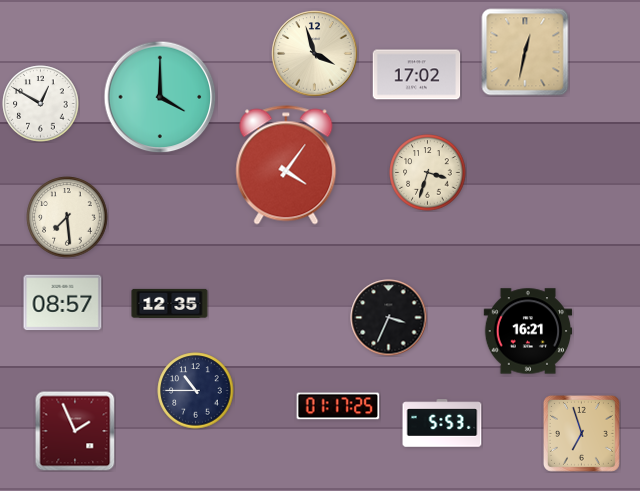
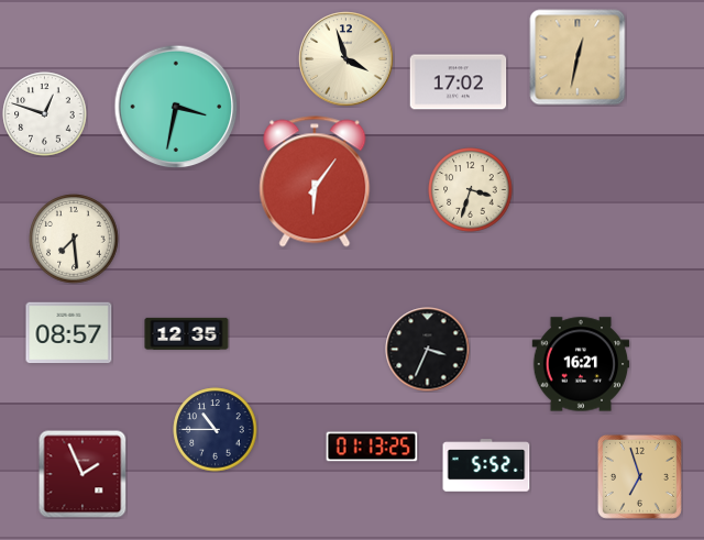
clock at (160, 97): 4:00 -> 3:32
clock at (41, 104): 12:50 -> 12:48
clock at (286, 165): 4:06 -> 6:06
clock at (338, 406): 01:17 -> 01:13
clock at (442, 423): 5:53 -> 5:52
